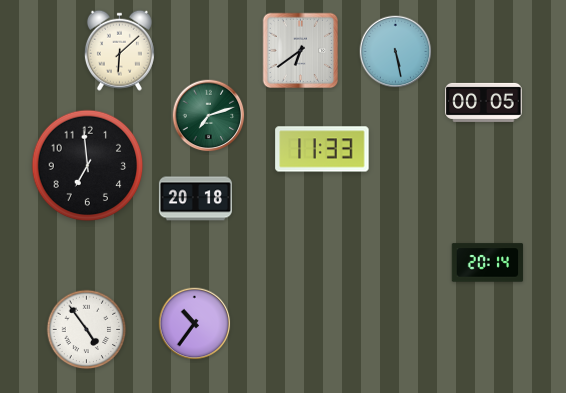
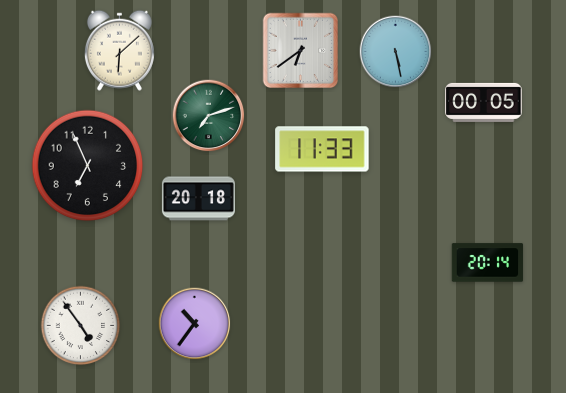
clock at (88, 166): 6:59 -> 6:56
clock at (195, 199) position: (195, 199) -> (198, 199)
clock at (87, 330) position: (87, 330) -> (81, 326)
